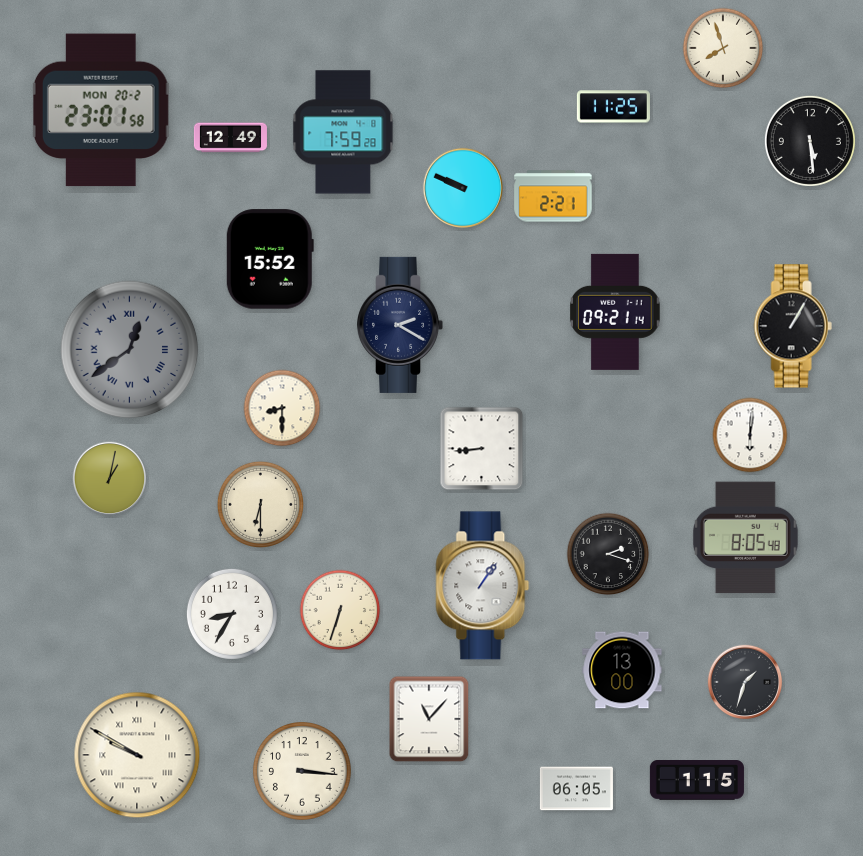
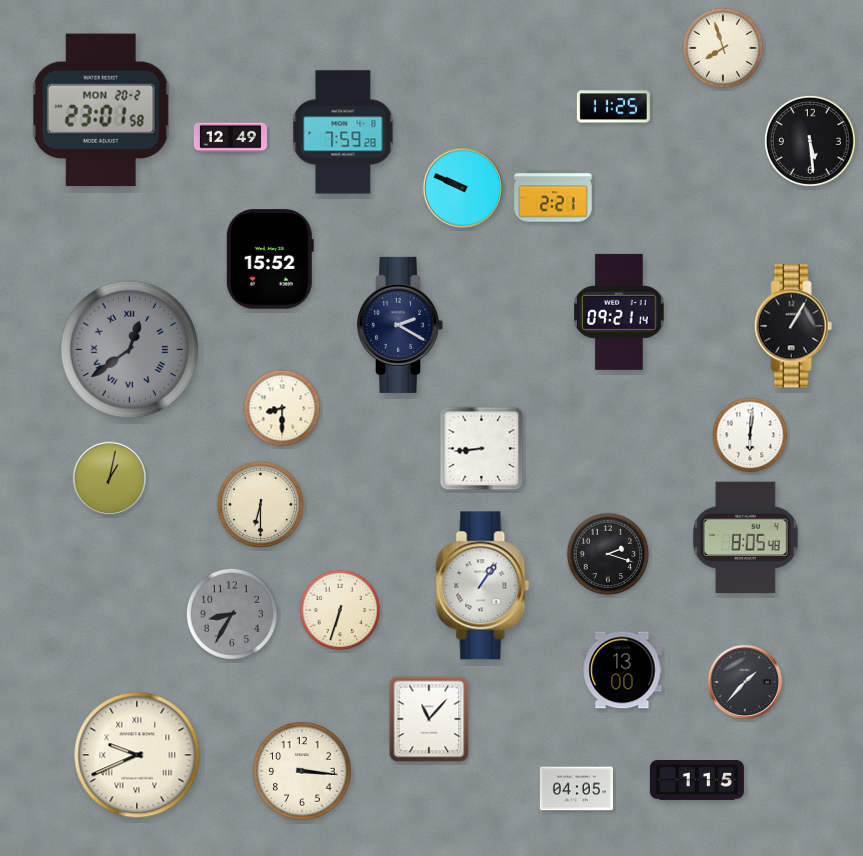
clock at (615, 312) position: (615, 312) -> (619, 312)
clock at (232, 614) dial: white -> grey
clock at (745, 682): 1:33 -> 1:37
clock at (137, 755): 9:50 -> 9:41
clock at (576, 789): 06:05 -> 04:05
